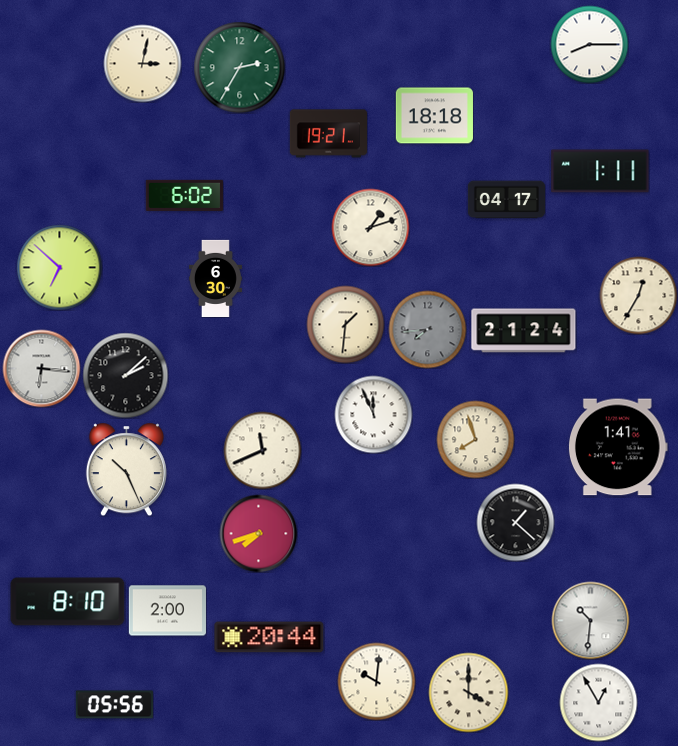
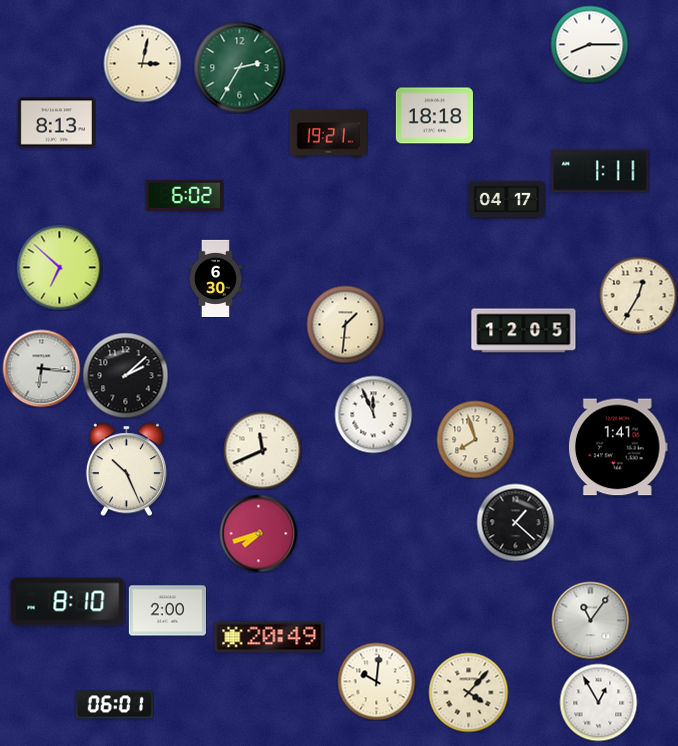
clock at (56, 123): none -> 8:13
clock at (370, 227): 1:12 -> none
clock at (427, 329): 7:44 -> none
clock at (524, 331): 21:24 -> 12:05
clock at (590, 620): 10:31 -> 11:06
clock at (269, 637): 20:44 -> 20:49
clock at (468, 692): 4:00 -> 4:07
clock at (114, 705): 05:56 -> 06:01
